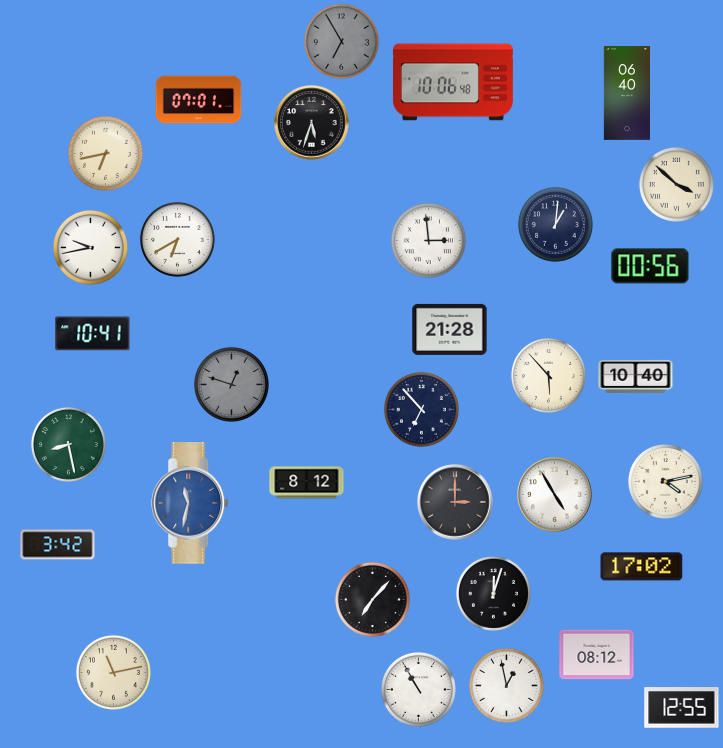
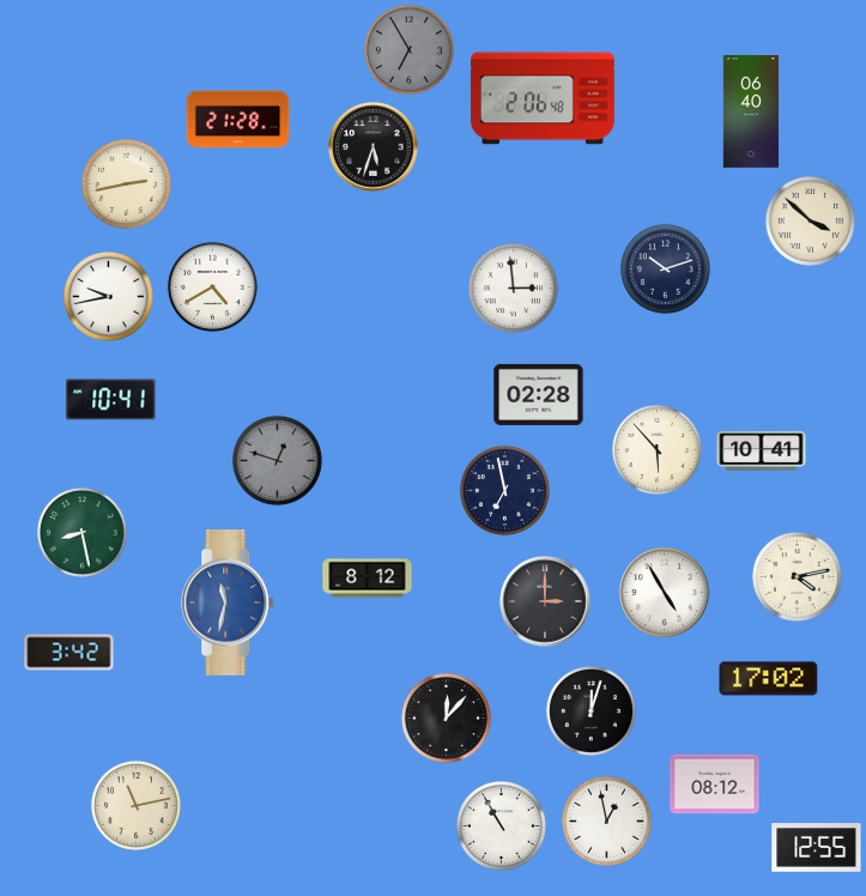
clock at (453, 82): 10:06 -> 2:06
clock at (199, 100): 07:01 -> 21:28
clock at (105, 153): 6:43 -> 2:43
clock at (555, 224): 1:01 -> 10:12
clock at (177, 239): 6:40 -> 4:40
clock at (650, 266): 00:56 -> none
clock at (450, 329): 21:28 -> 02:28
clock at (636, 376): 10:40 -> 10:41
clock at (421, 409): 6:53 -> 6:58
clock at (372, 599): 7:07 -> 12:07
